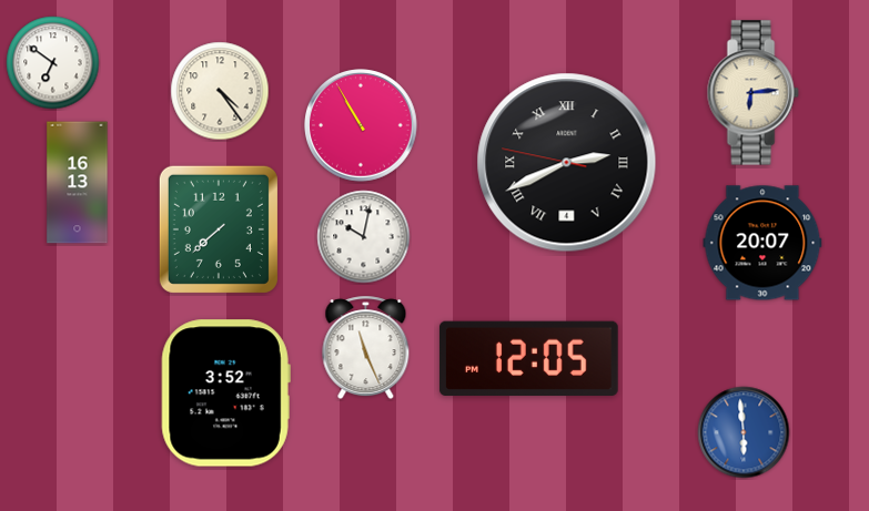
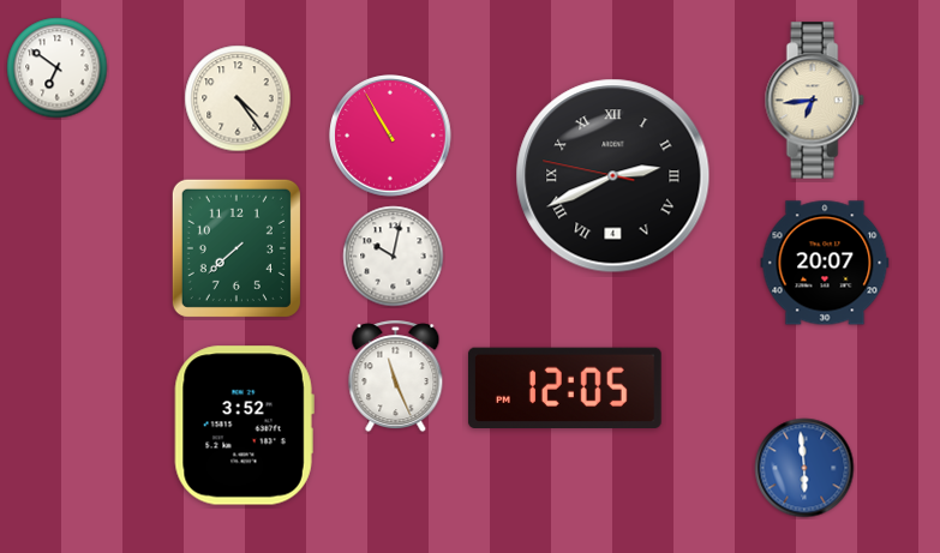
clock at (752, 93): 6:14 -> 6:44
clock at (78, 183): 16:13 -> none
clock at (528, 358) position: (528, 358) -> (564, 387)
